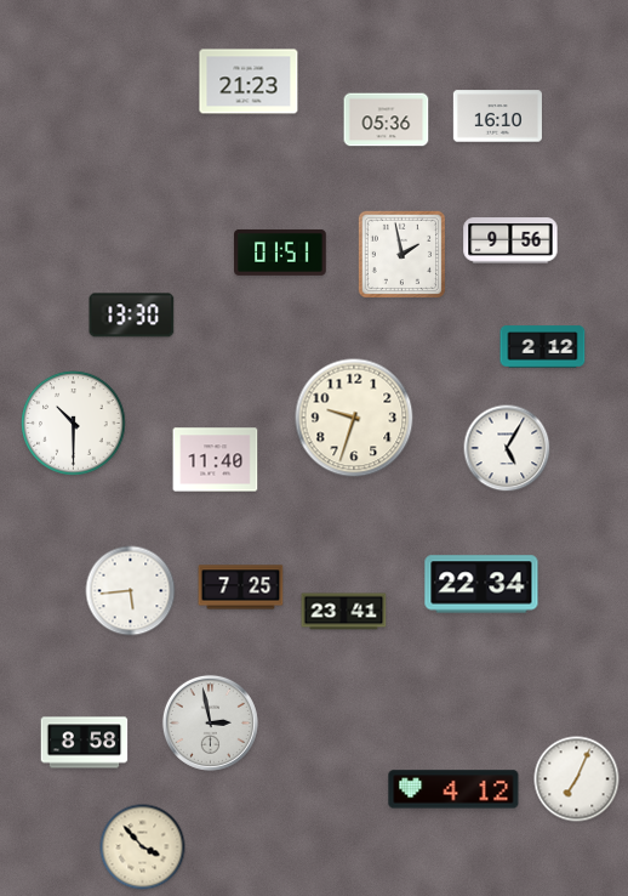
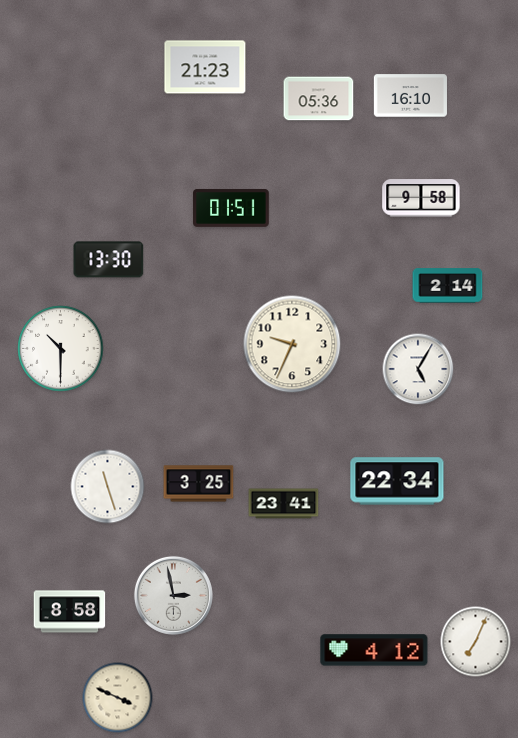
clock at (510, 240): 9:56 -> 9:58
clock at (401, 254): 1:58 -> none
clock at (543, 347): 2:12 -> 2:14
clock at (354, 418): 9:33 -> 9:34
clock at (216, 460): 11:40 -> none
clock at (241, 588): 7:25 -> 3:25
clock at (131, 591): 5:44 -> 11:27
clock at (143, 847): 3:53 -> 3:49
